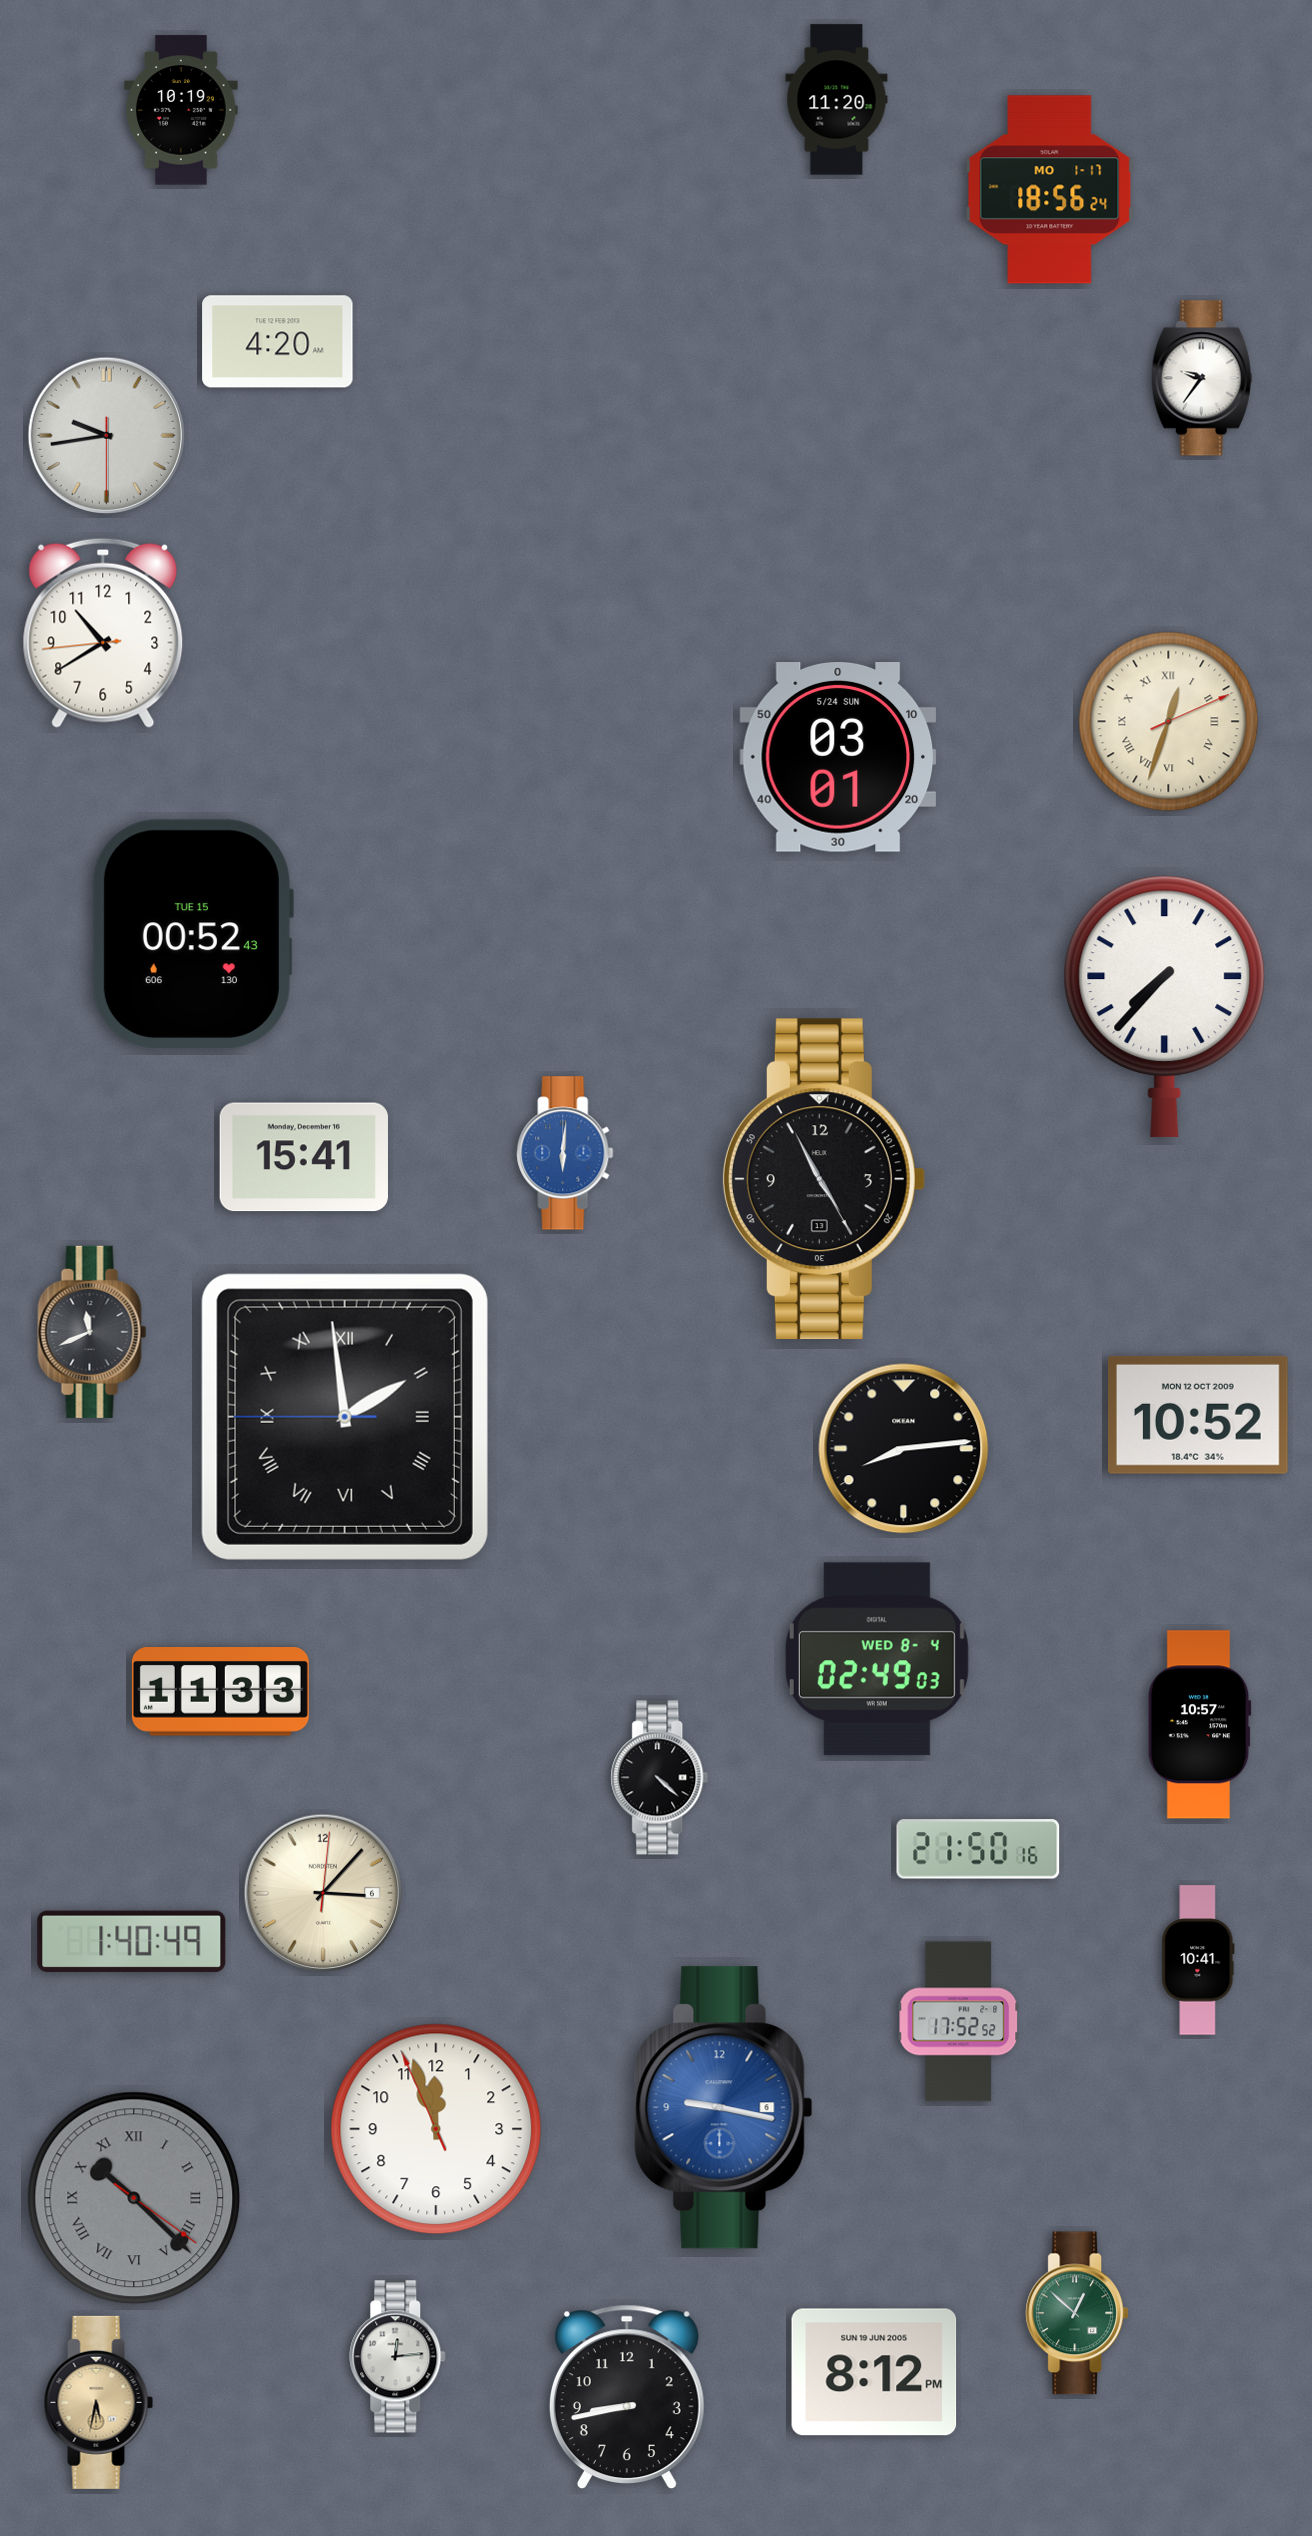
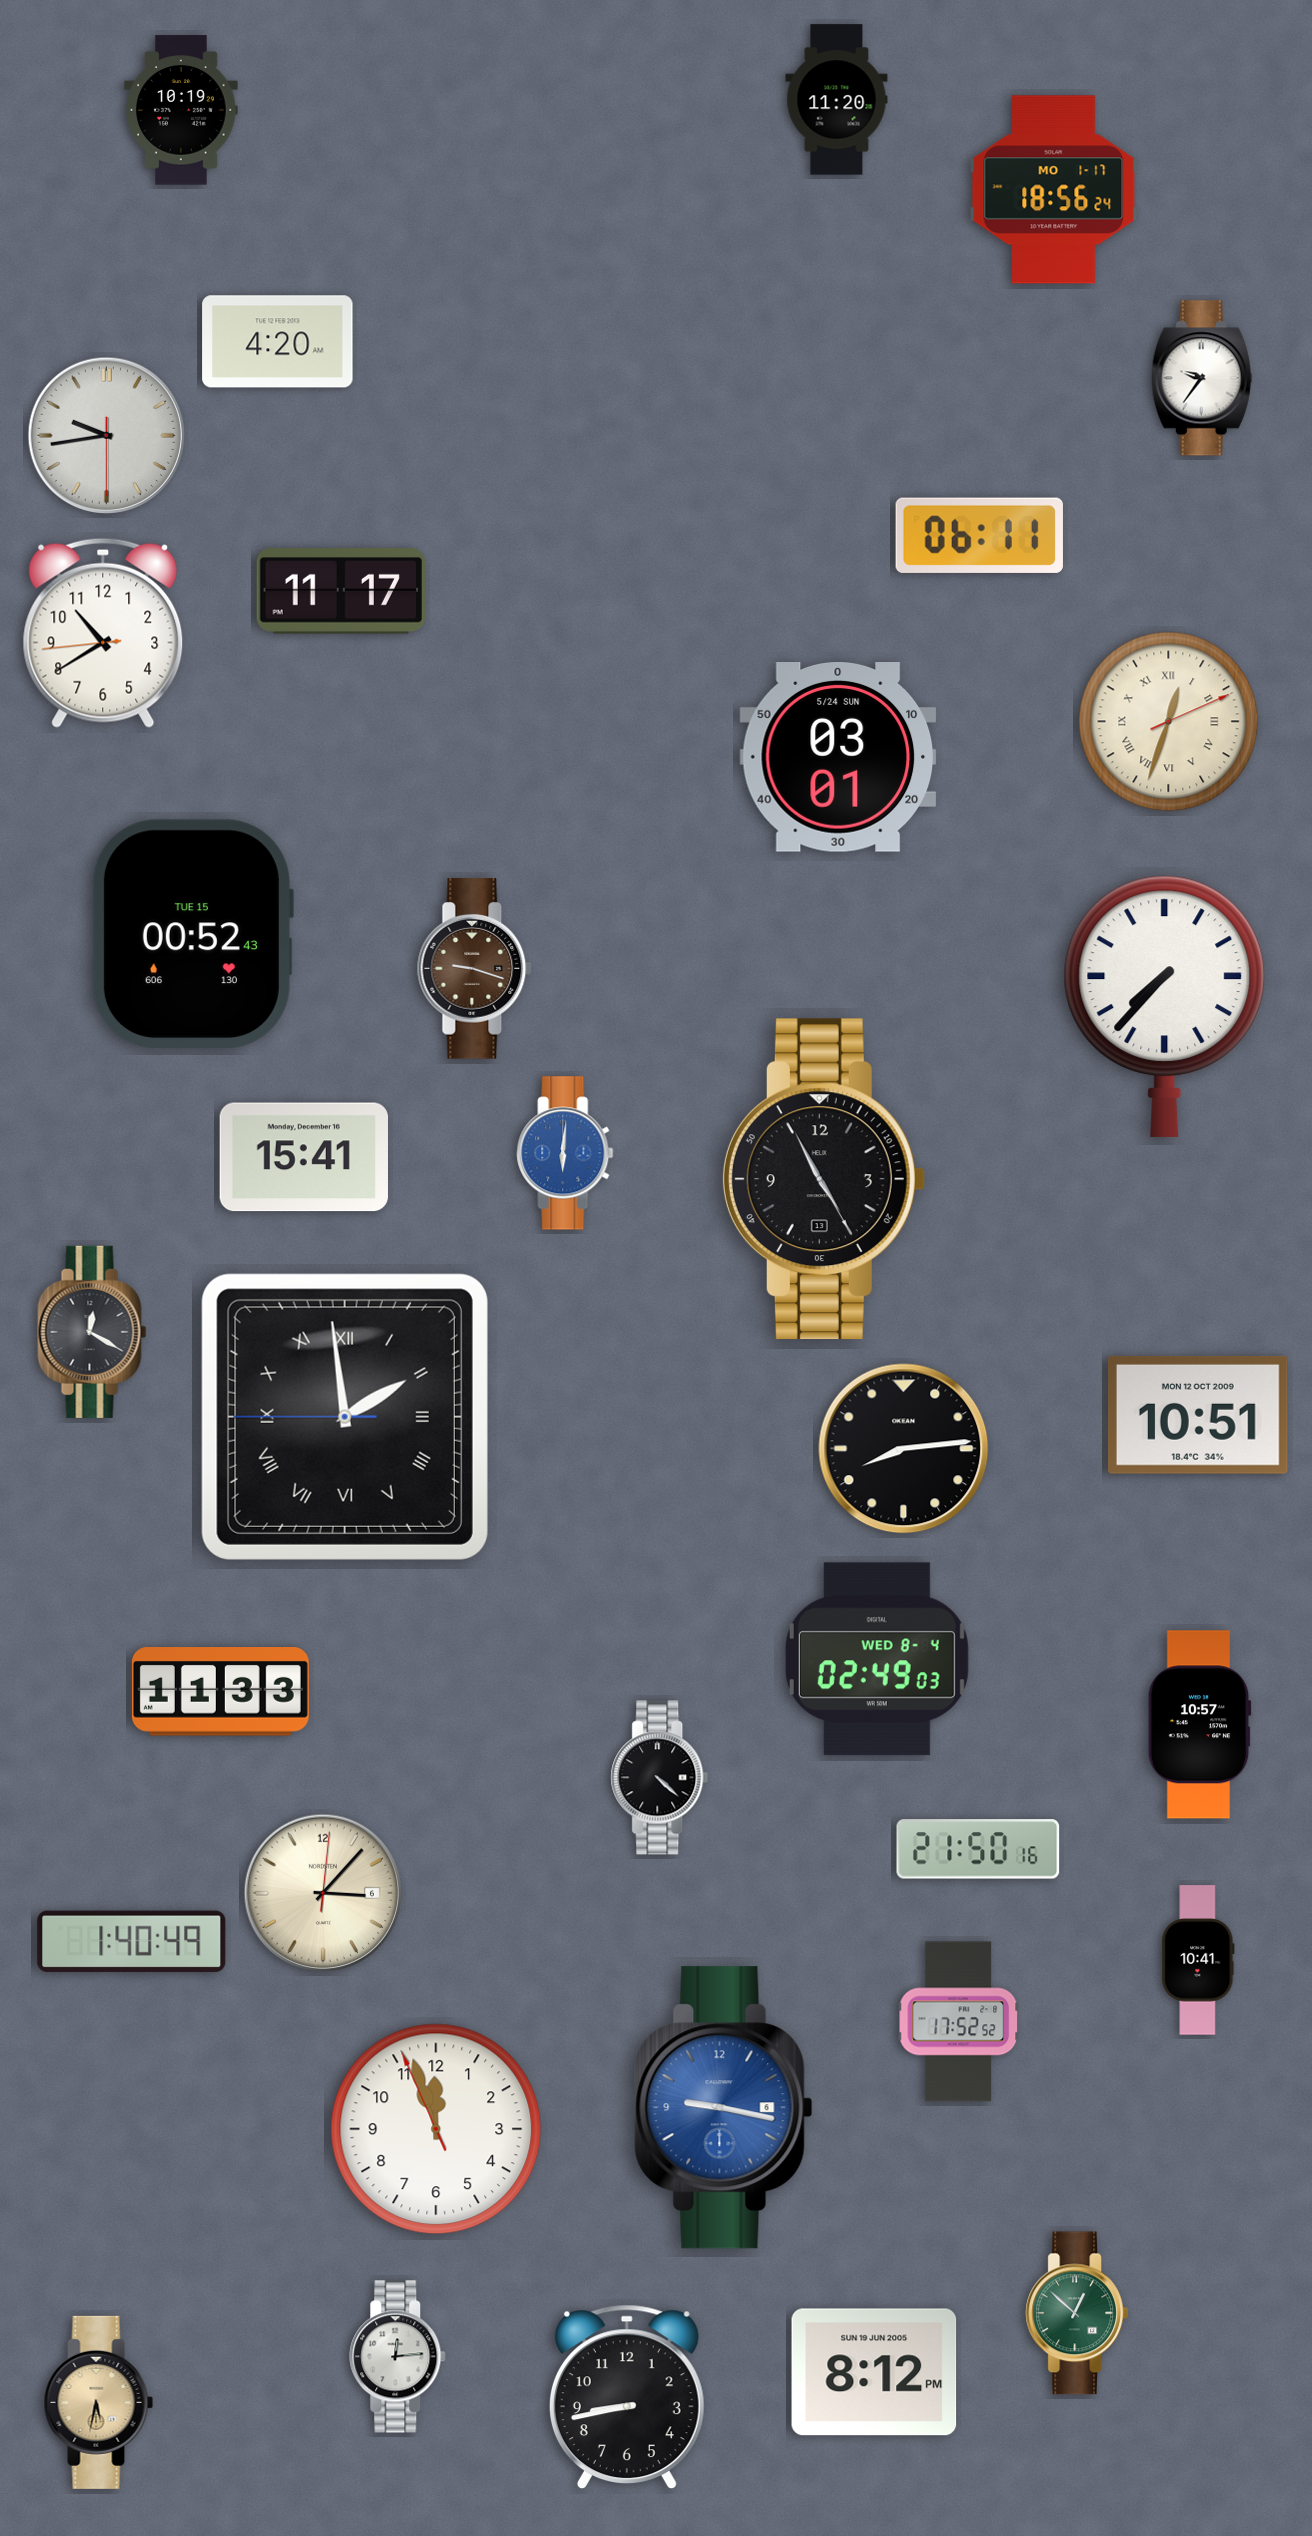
clock at (1050, 190) position: (1050, 190) -> (1054, 190)
clock at (979, 535): none -> 06:11
clock at (341, 592): none -> 11:17
clock at (475, 969): none -> 9:18
clock at (92, 1332): 11:41 -> 12:20
clock at (1198, 1415): 10:52 -> 10:51
clock at (134, 2198): 10:22 -> none
